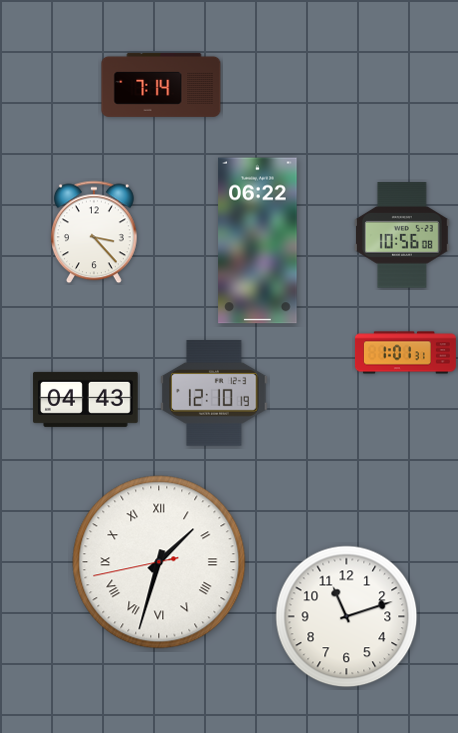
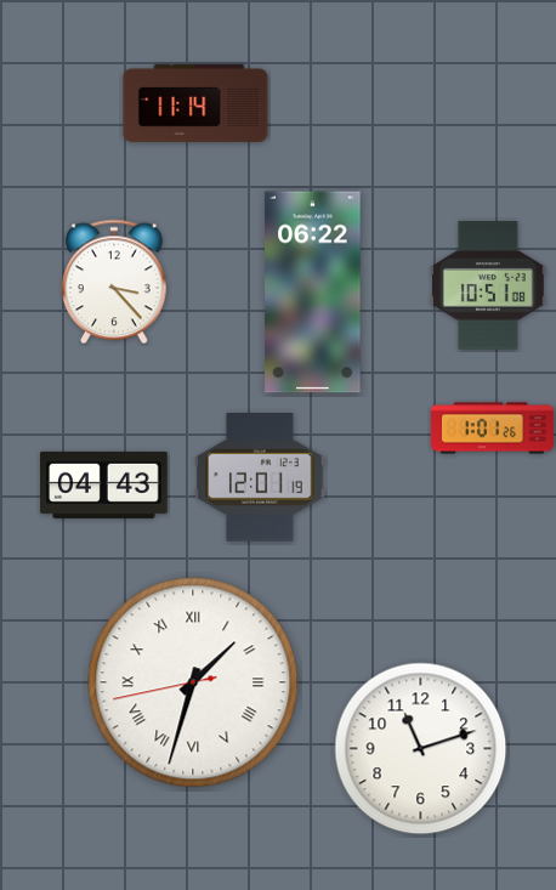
clock at (161, 85): 7:14 -> 11:14
clock at (402, 235): 10:56 -> 10:51
clock at (405, 353): 1:01:31 -> 1:01:26
clock at (214, 394): 12:10 -> 12:01
